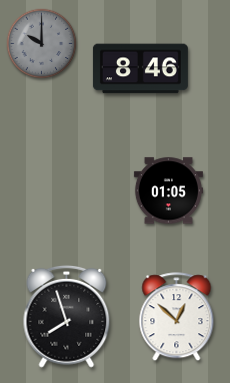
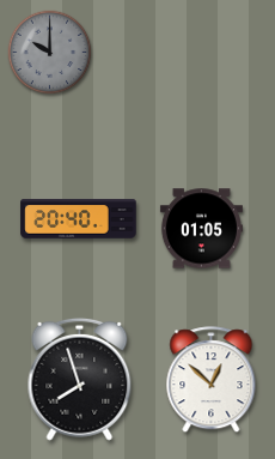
clock at (140, 69): 8:46 -> none
clock at (79, 219): none -> 20:40
